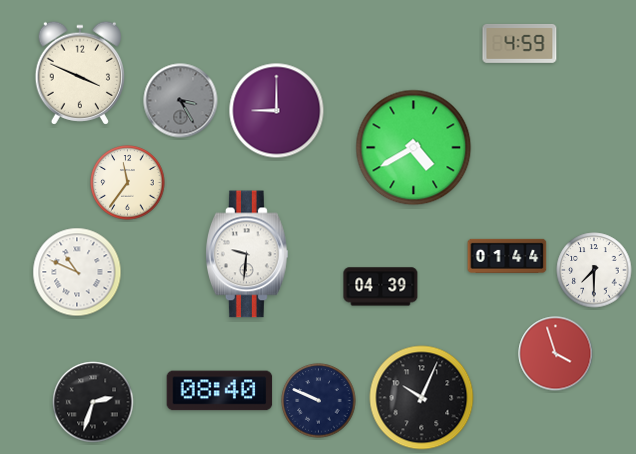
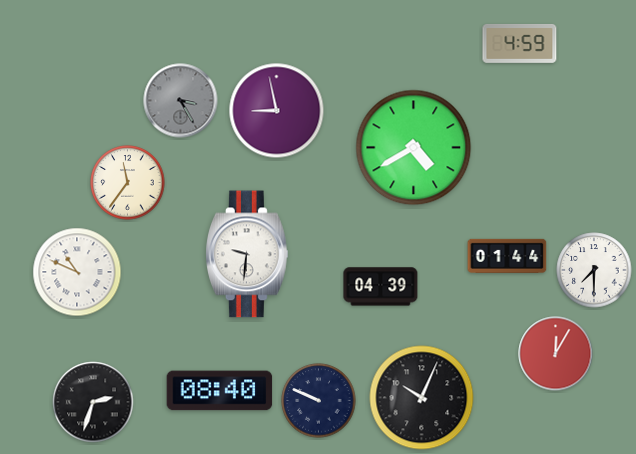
clock at (79, 73): 3:49 -> none
clock at (277, 111): 9:00 -> 8:58
clock at (556, 354): 3:57 -> 12:05
